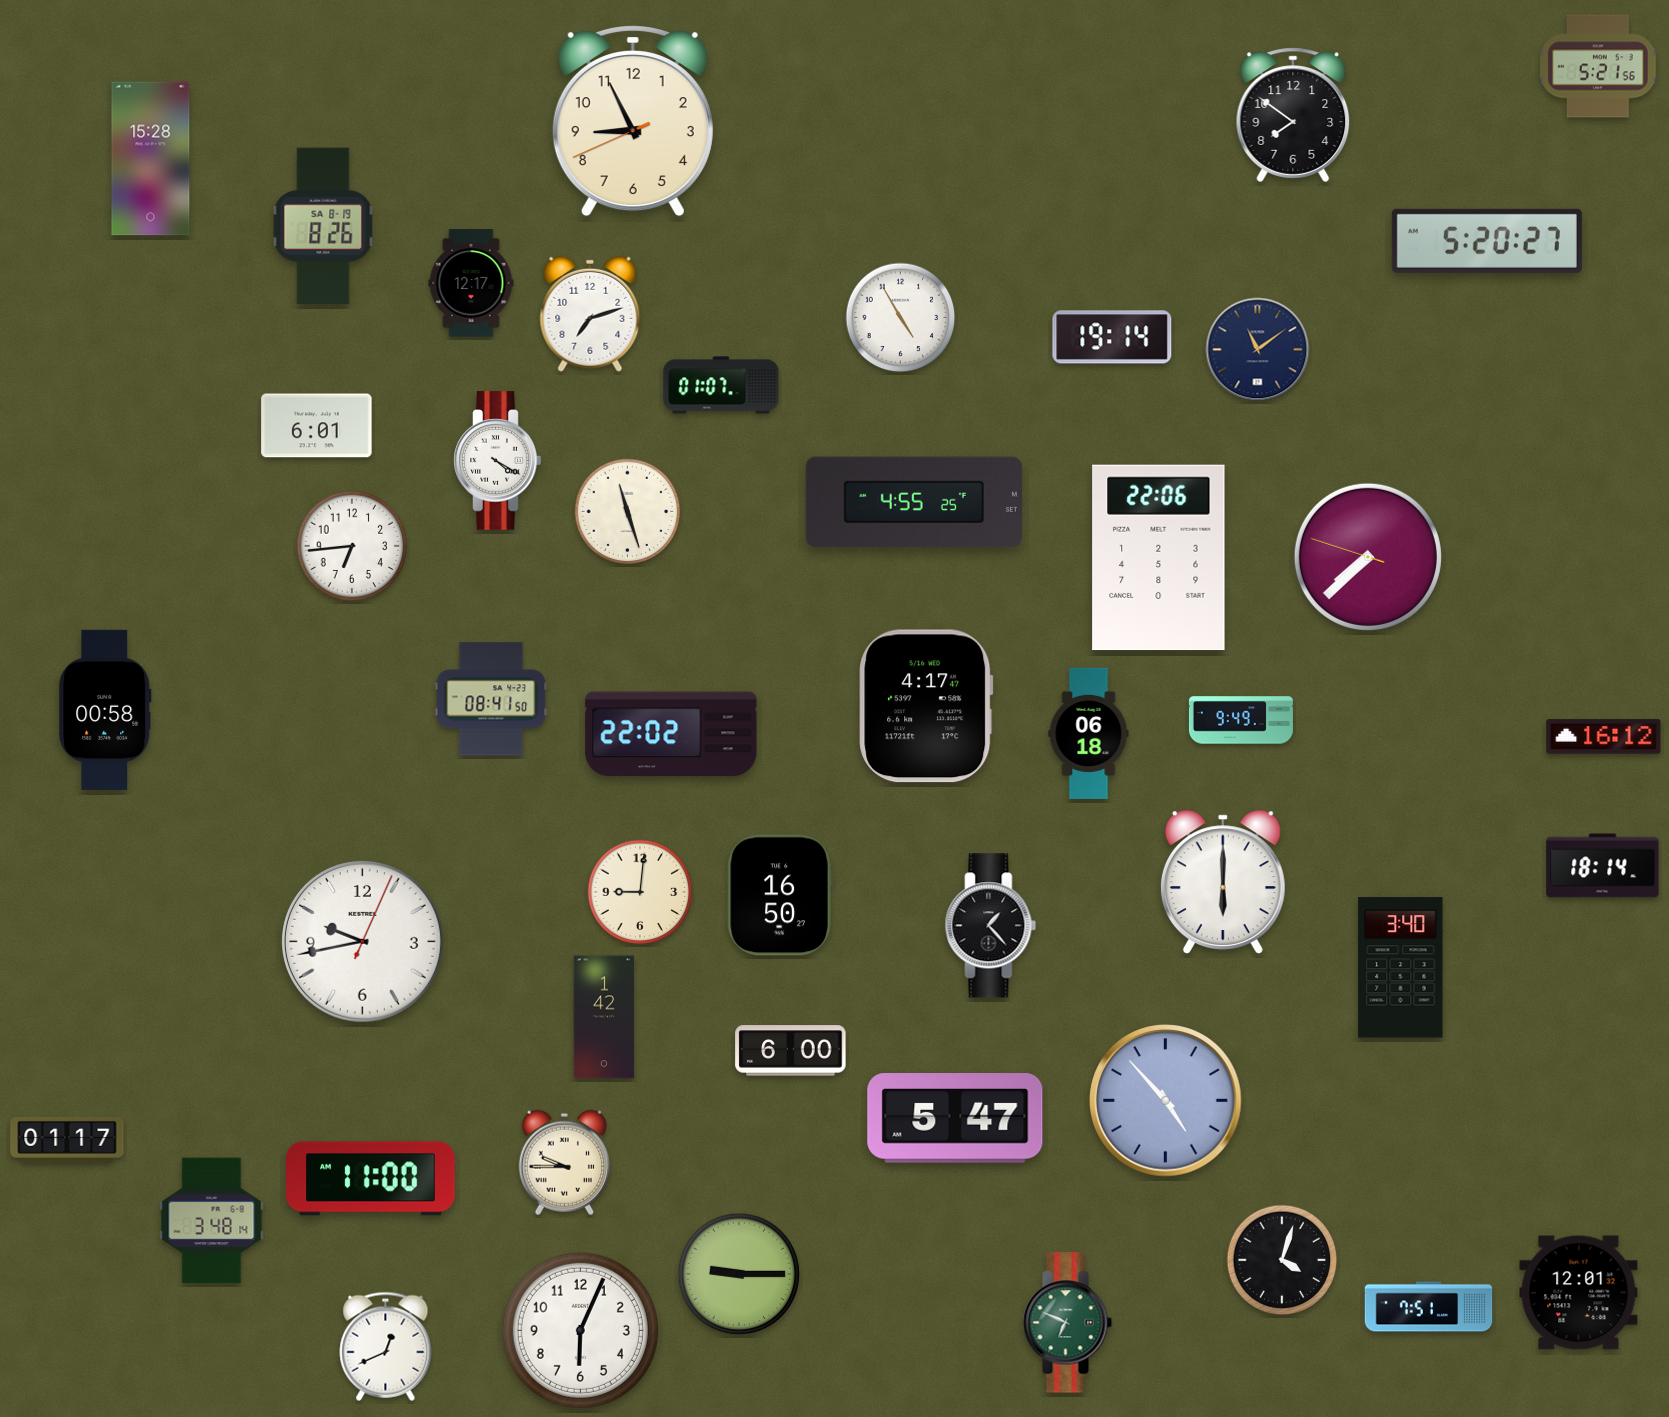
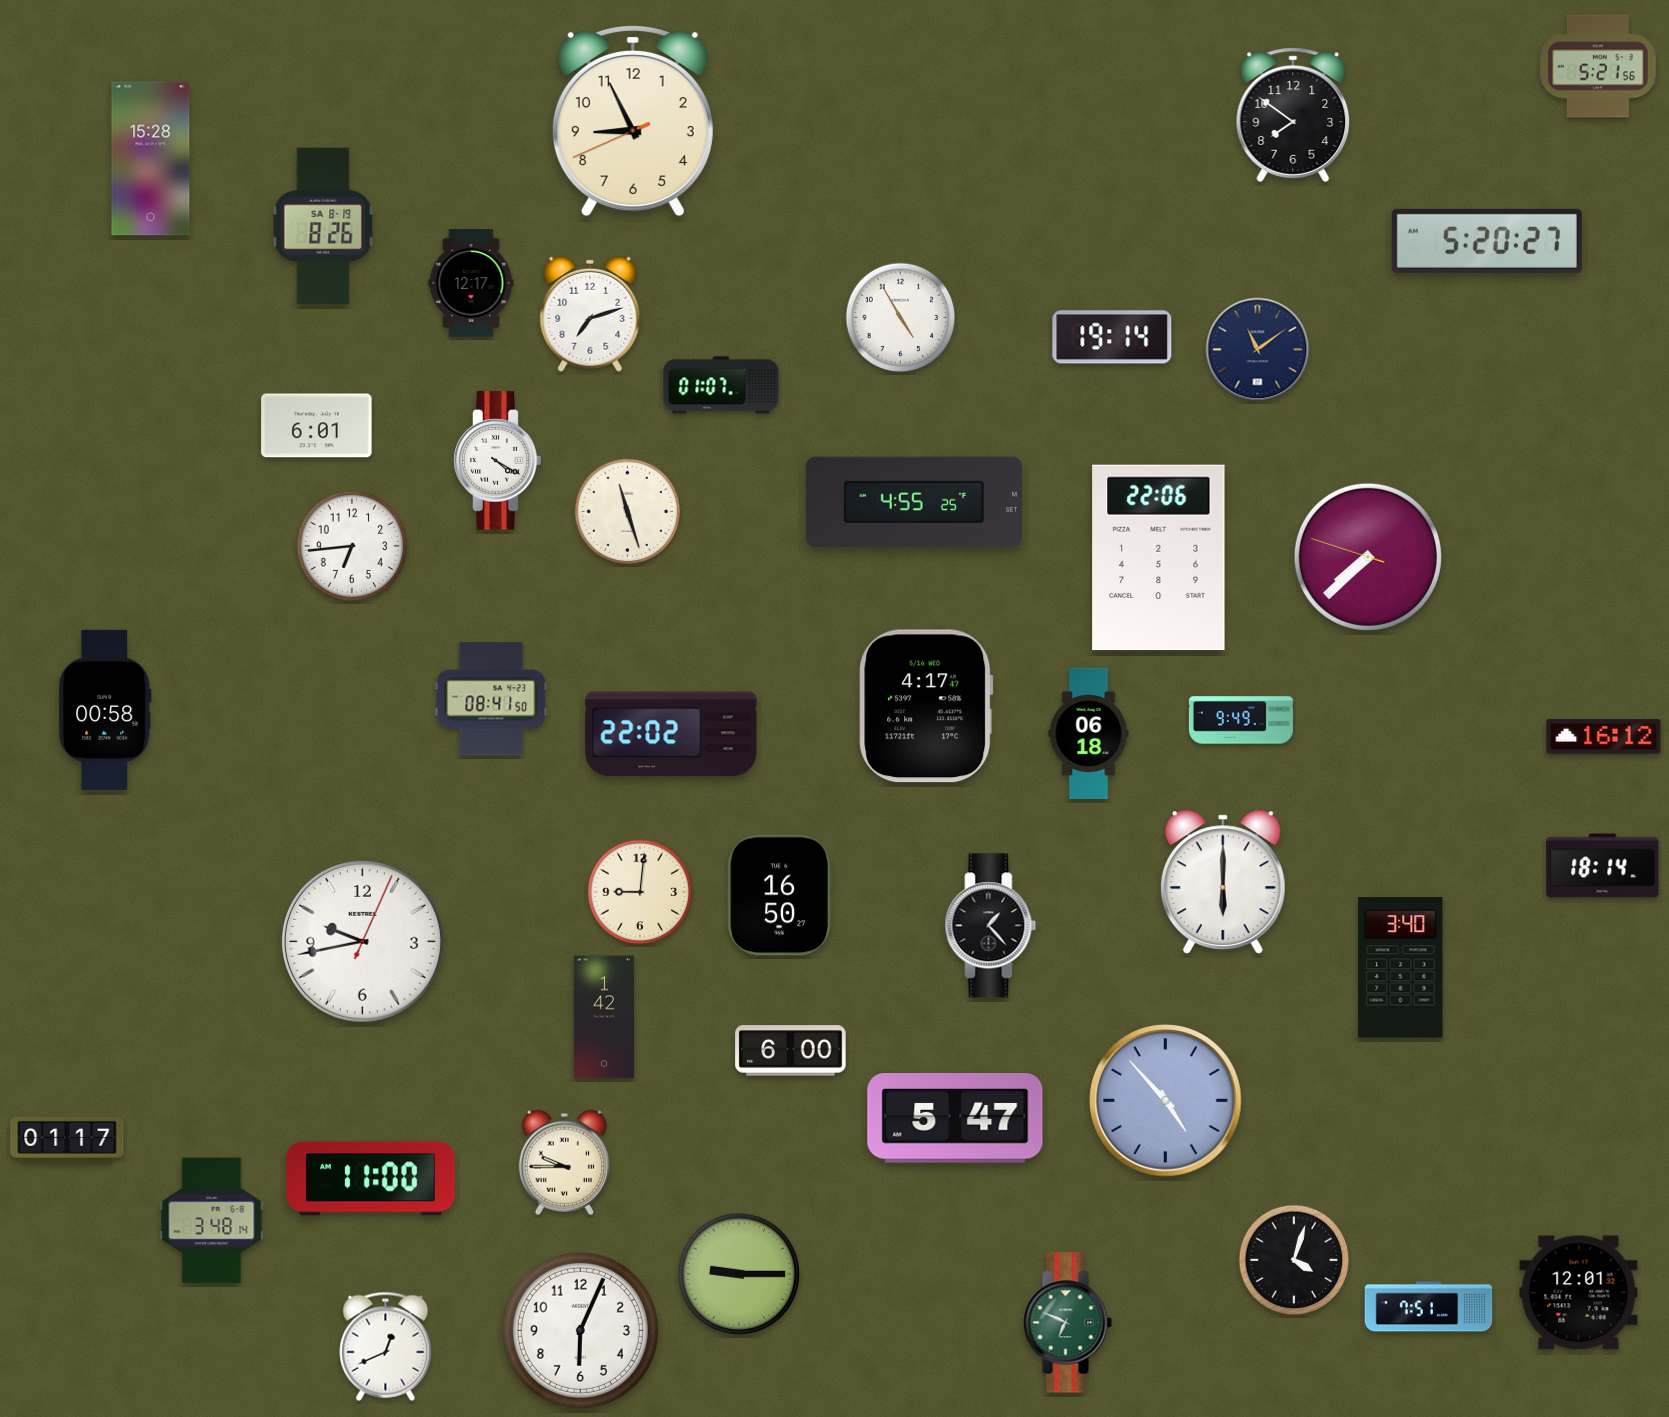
clock at (1282, 1260) position: (1282, 1260) -> (1294, 1260)
